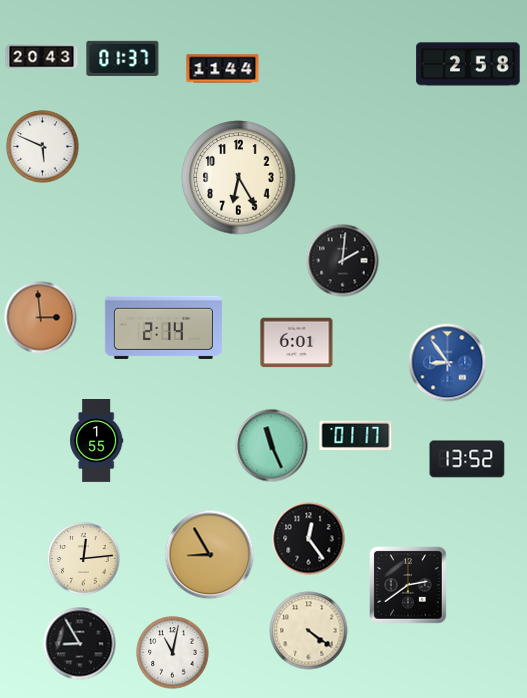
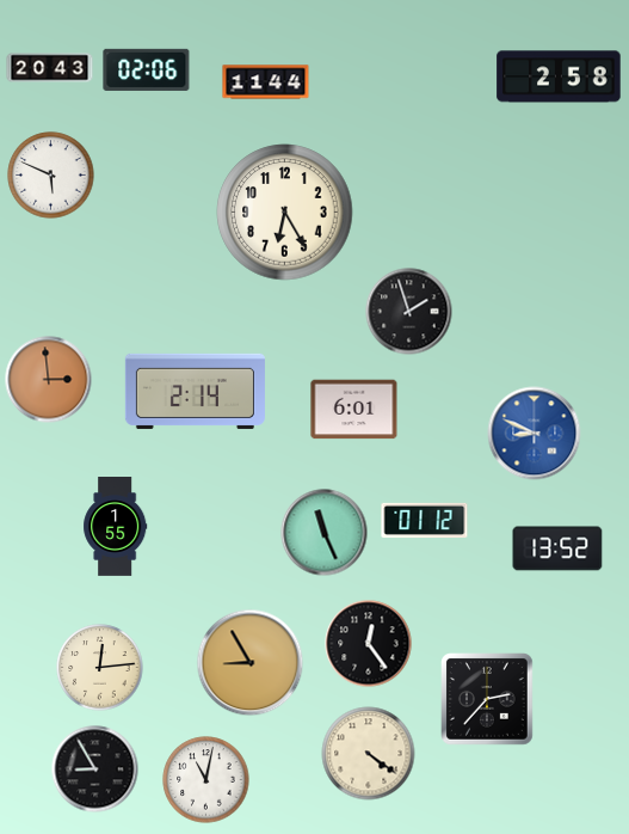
clock at (123, 58): 01:37 -> 02:06
clock at (343, 261): 2:01 -> 1:57
clock at (448, 363): 8:54 -> 8:49
clock at (356, 435): 01:17 -> 01:12
clock at (408, 585): 2:39 -> 2:37
